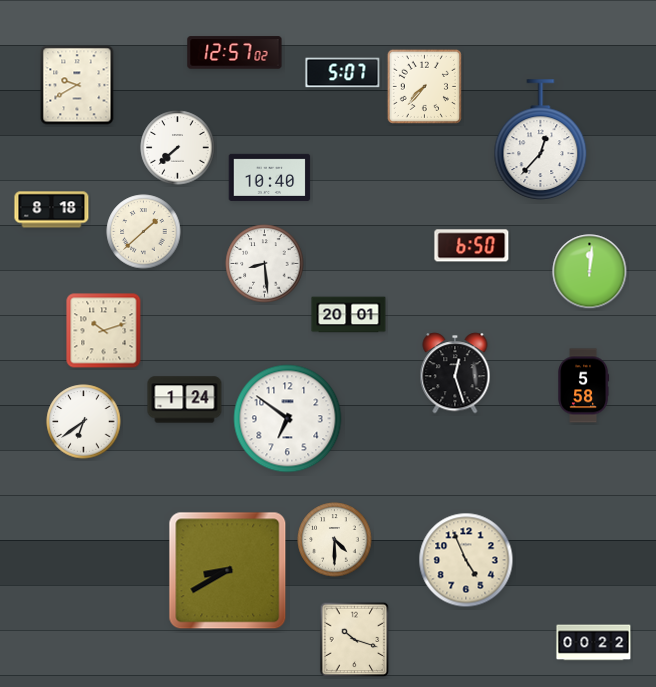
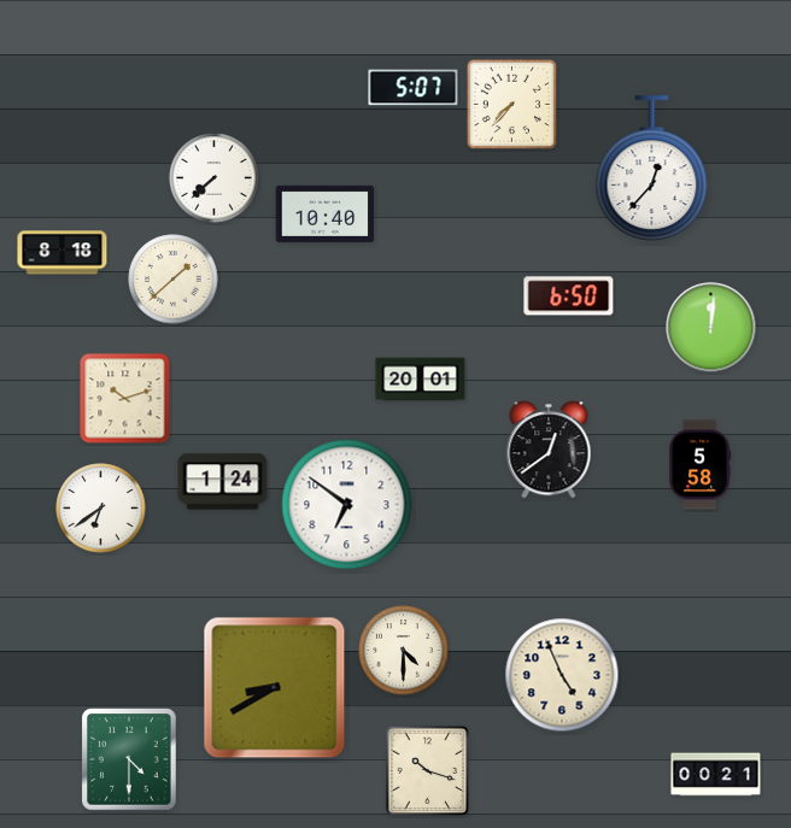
clock at (235, 53): 12:57 -> none
clock at (77, 85): 9:40 -> none
clock at (265, 264): 8:29 -> none
clock at (455, 373): 12:27 -> 12:39
clock at (584, 386) position: (584, 386) -> (701, 465)
clock at (129, 759): none -> 4:30
clock at (594, 643): 00:22 -> 00:21
